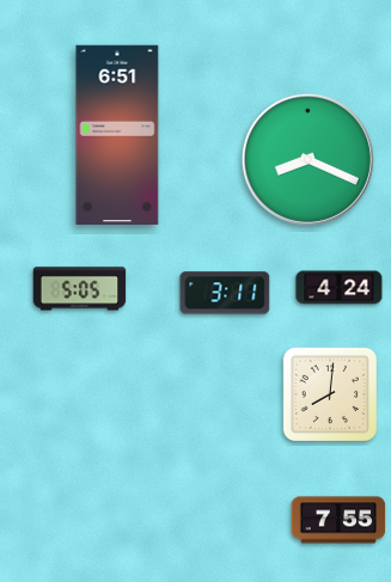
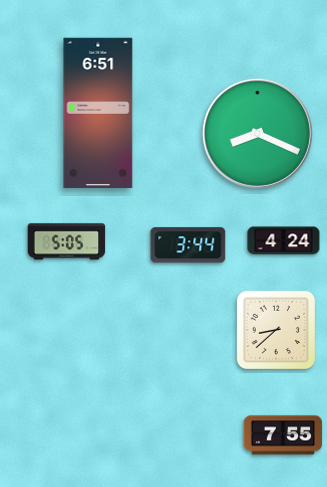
clock at (225, 293): 3:11 -> 3:44
clock at (329, 393): 8:01 -> 8:38
